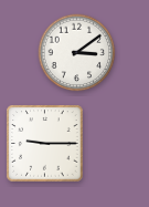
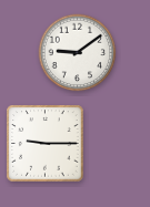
clock at (77, 53): 3:09 -> 9:09
